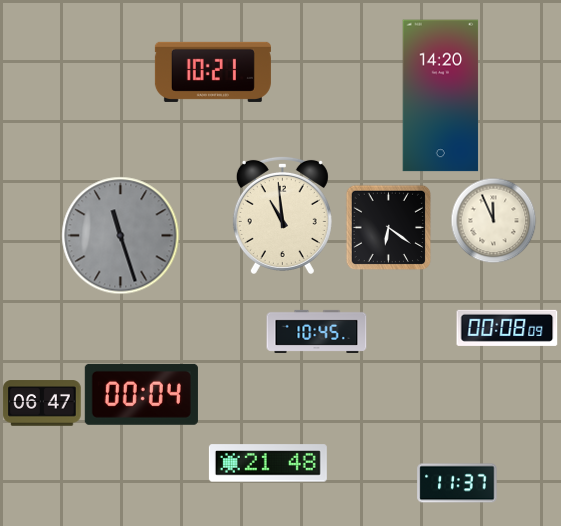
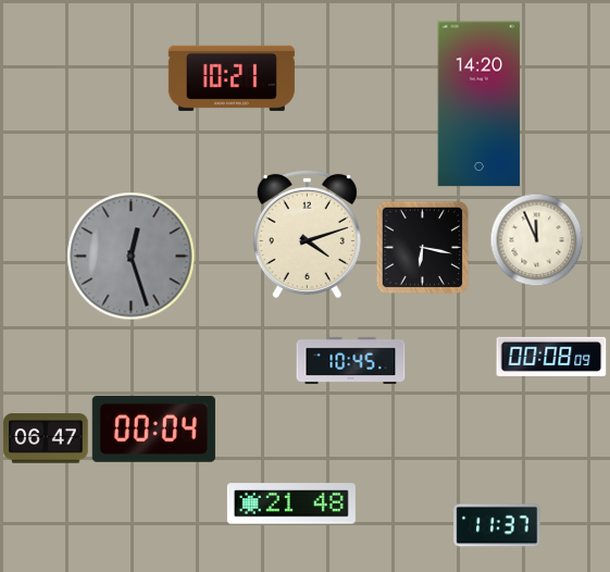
clock at (282, 215): 10:59 -> 4:12
clock at (388, 227): 6:21 -> 6:17
clock at (121, 236): 11:27 -> 12:27
clock at (317, 331) position: (317, 331) -> (351, 360)
